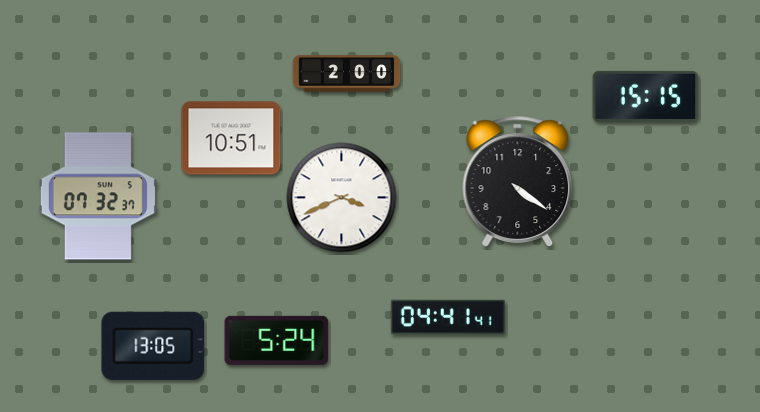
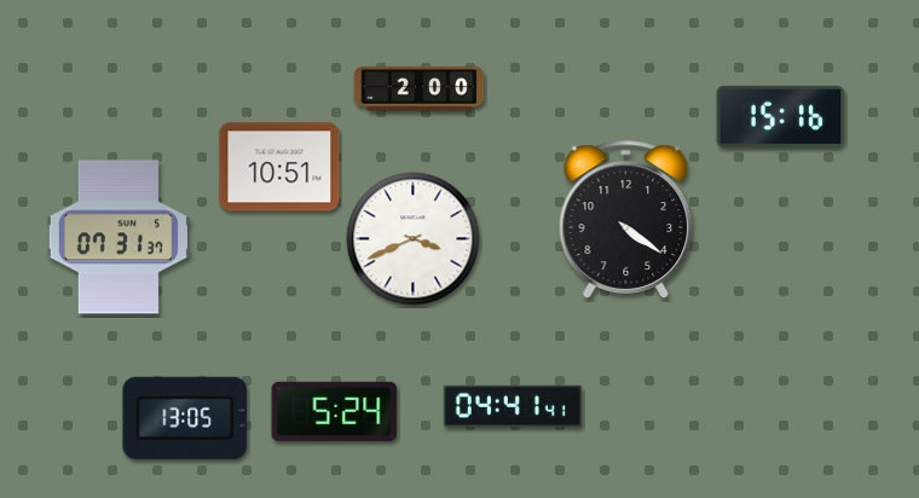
clock at (646, 96): 15:15 -> 15:16
clock at (98, 196): 07:32 -> 07:31
clock at (448, 317) position: (448, 317) -> (513, 406)
